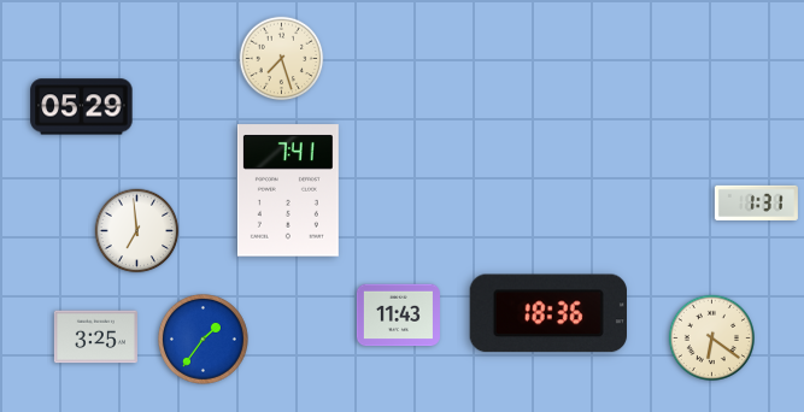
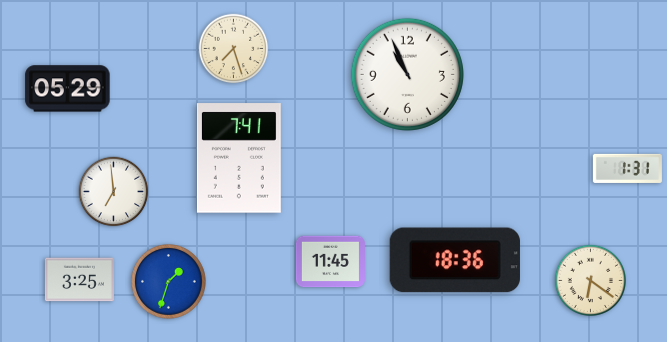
clock at (407, 74): none -> 10:56
clock at (398, 316): 11:43 -> 11:45
clock at (204, 340): 1:36 -> 1:33
